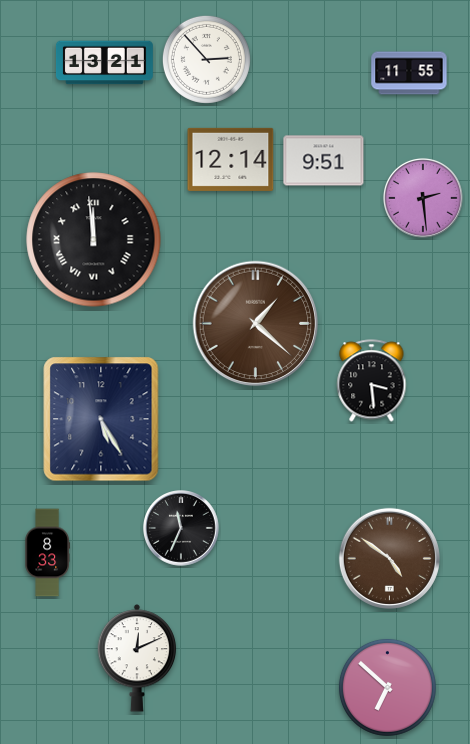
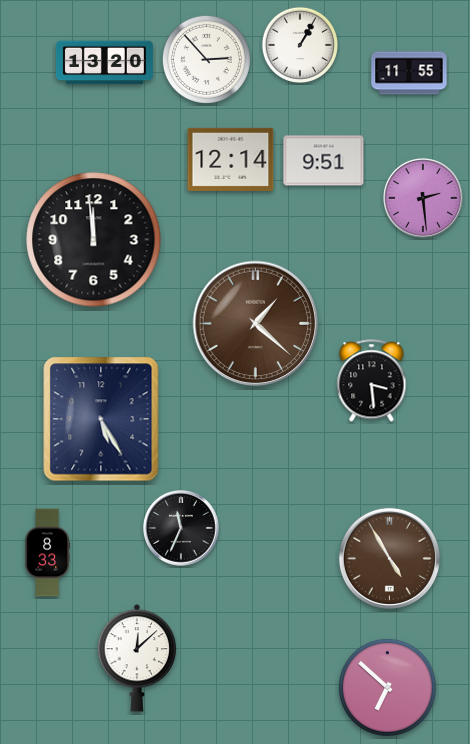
clock at (299, 44): none -> 1:05
clock at (104, 63): 13:21 -> 13:20
clock at (94, 240) numerals: Roman -> Arabic
clock at (389, 558): 4:51 -> 4:55
clock at (137, 658): 12:11 -> 12:08
